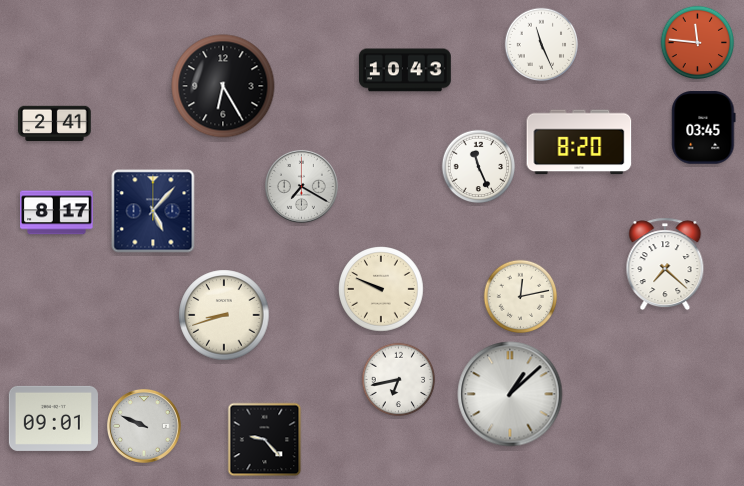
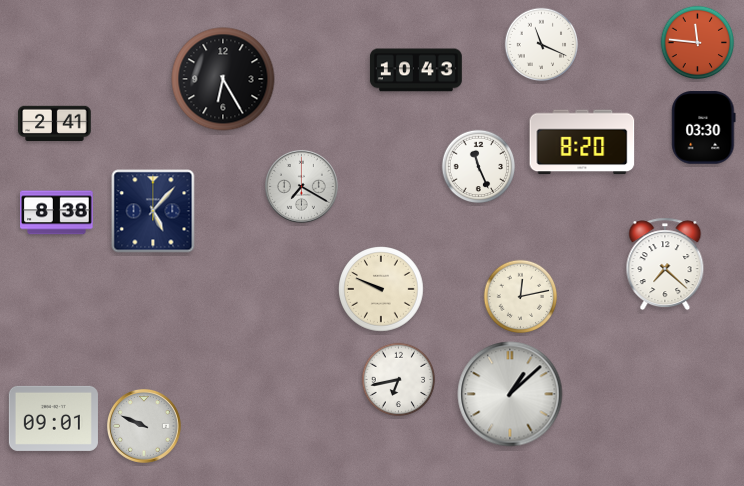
clock at (542, 45): 11:26 -> 11:19
clock at (405, 70) position: (405, 70) -> (416, 70)
clock at (223, 86) position: (223, 86) -> (223, 79)
clock at (704, 128): 03:45 -> 03:30
clock at (579, 142) position: (579, 142) -> (582, 142)
clock at (57, 213): 8:17 -> 8:38
clock at (224, 315): 8:42 -> none
clock at (265, 440): 9:23 -> none
